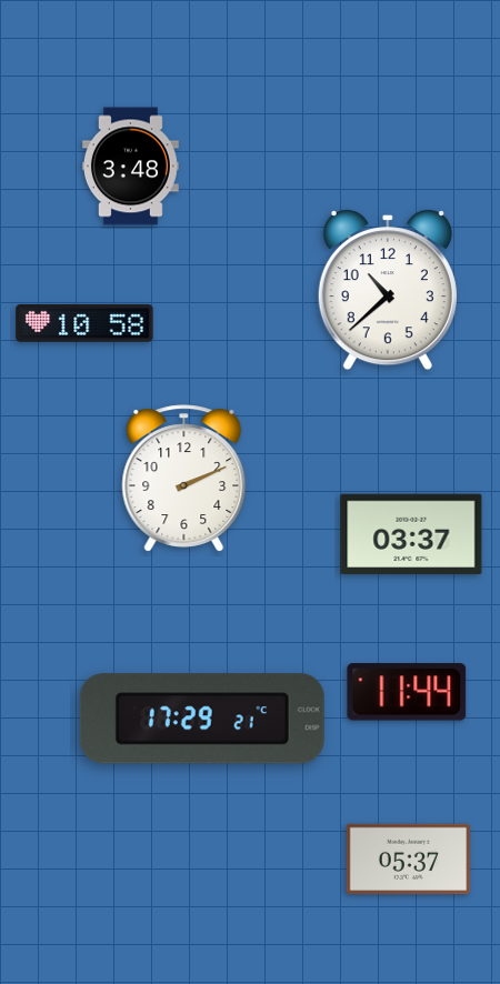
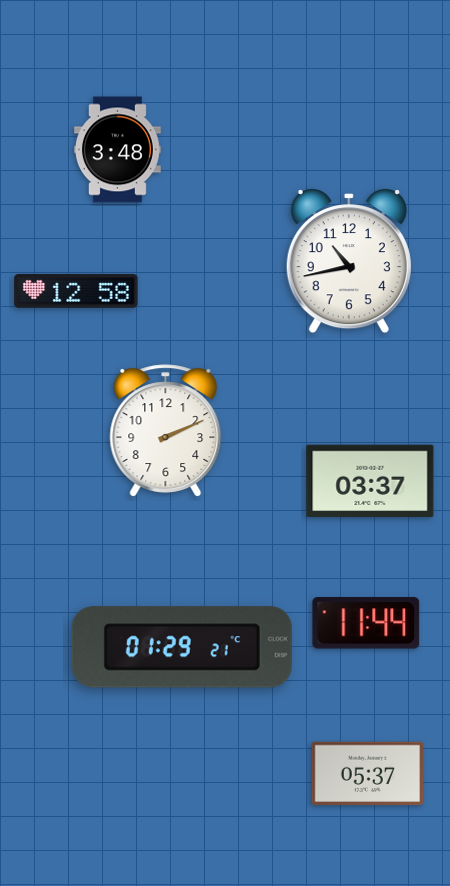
clock at (388, 291): 10:38 -> 10:43
clock at (84, 324): 10:58 -> 12:58
clock at (202, 719): 17:29 -> 01:29
